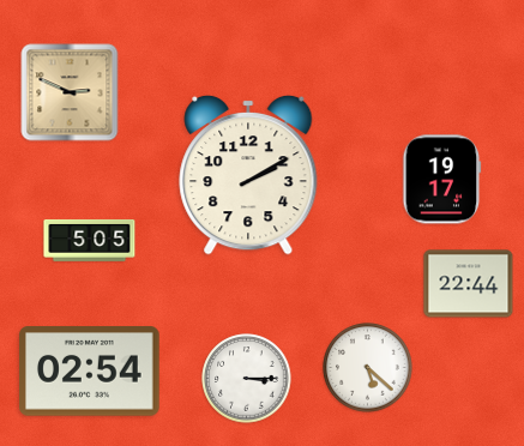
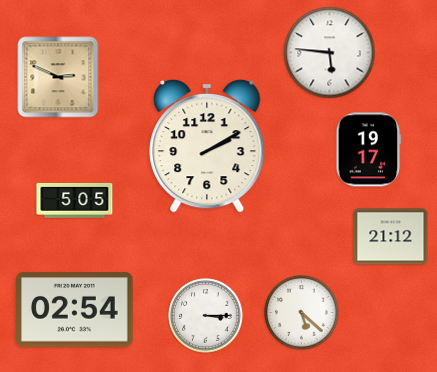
clock at (330, 53): none -> 5:46
clock at (469, 284): 22:44 -> 21:12
clock at (368, 368) position: (368, 368) -> (302, 313)
